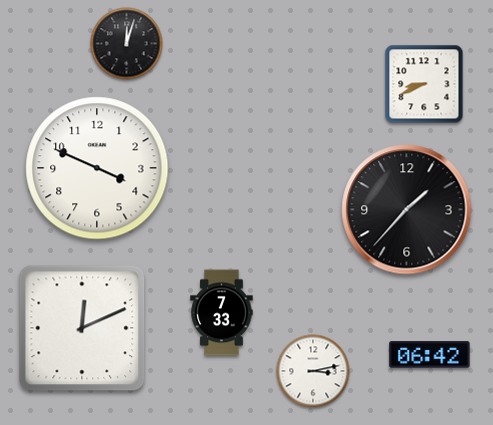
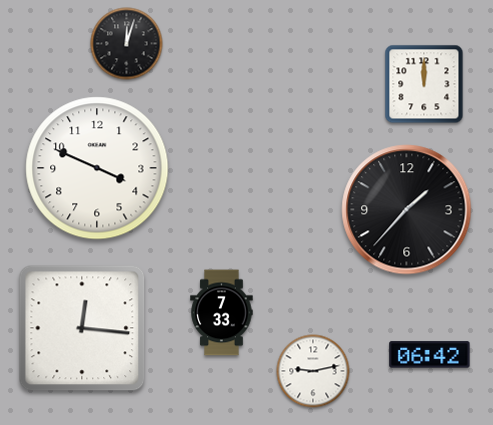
clock at (424, 84): 8:41 -> 12:00
clock at (82, 328): 12:11 -> 12:16
clock at (313, 371): 3:13 -> 9:13
